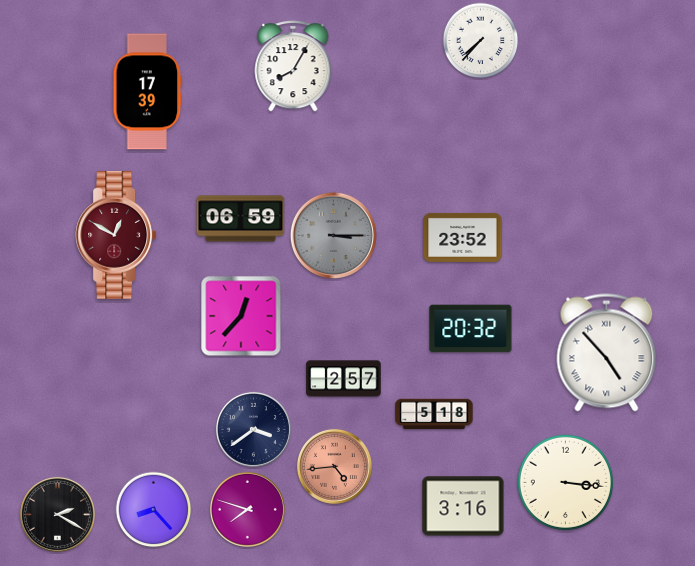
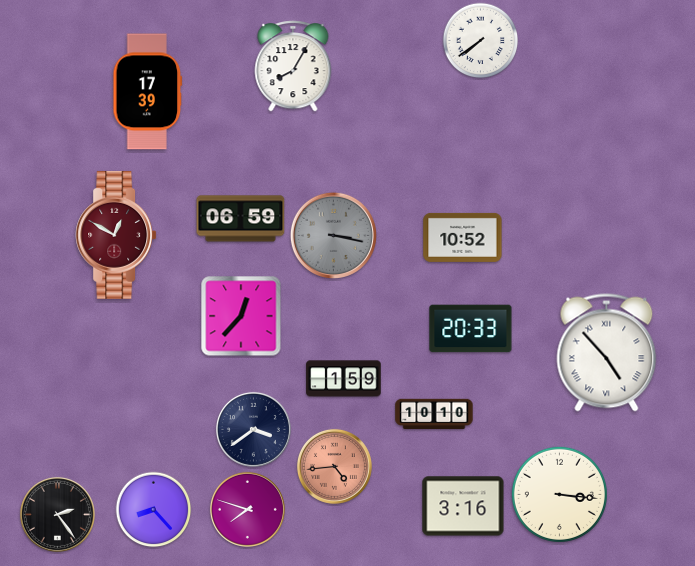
clock at (481, 41): 7:37 -> 7:39
clock at (333, 235): 3:15 -> 3:17
clock at (463, 237): 23:52 -> 10:52
clock at (471, 329): 20:32 -> 20:33
clock at (344, 379): 2:57 -> 1:59
clock at (434, 414): 5:18 -> 10:10
clock at (565, 482) position: (565, 482) -> (559, 494)
clock at (57, 514): 2:20 -> 2:24
